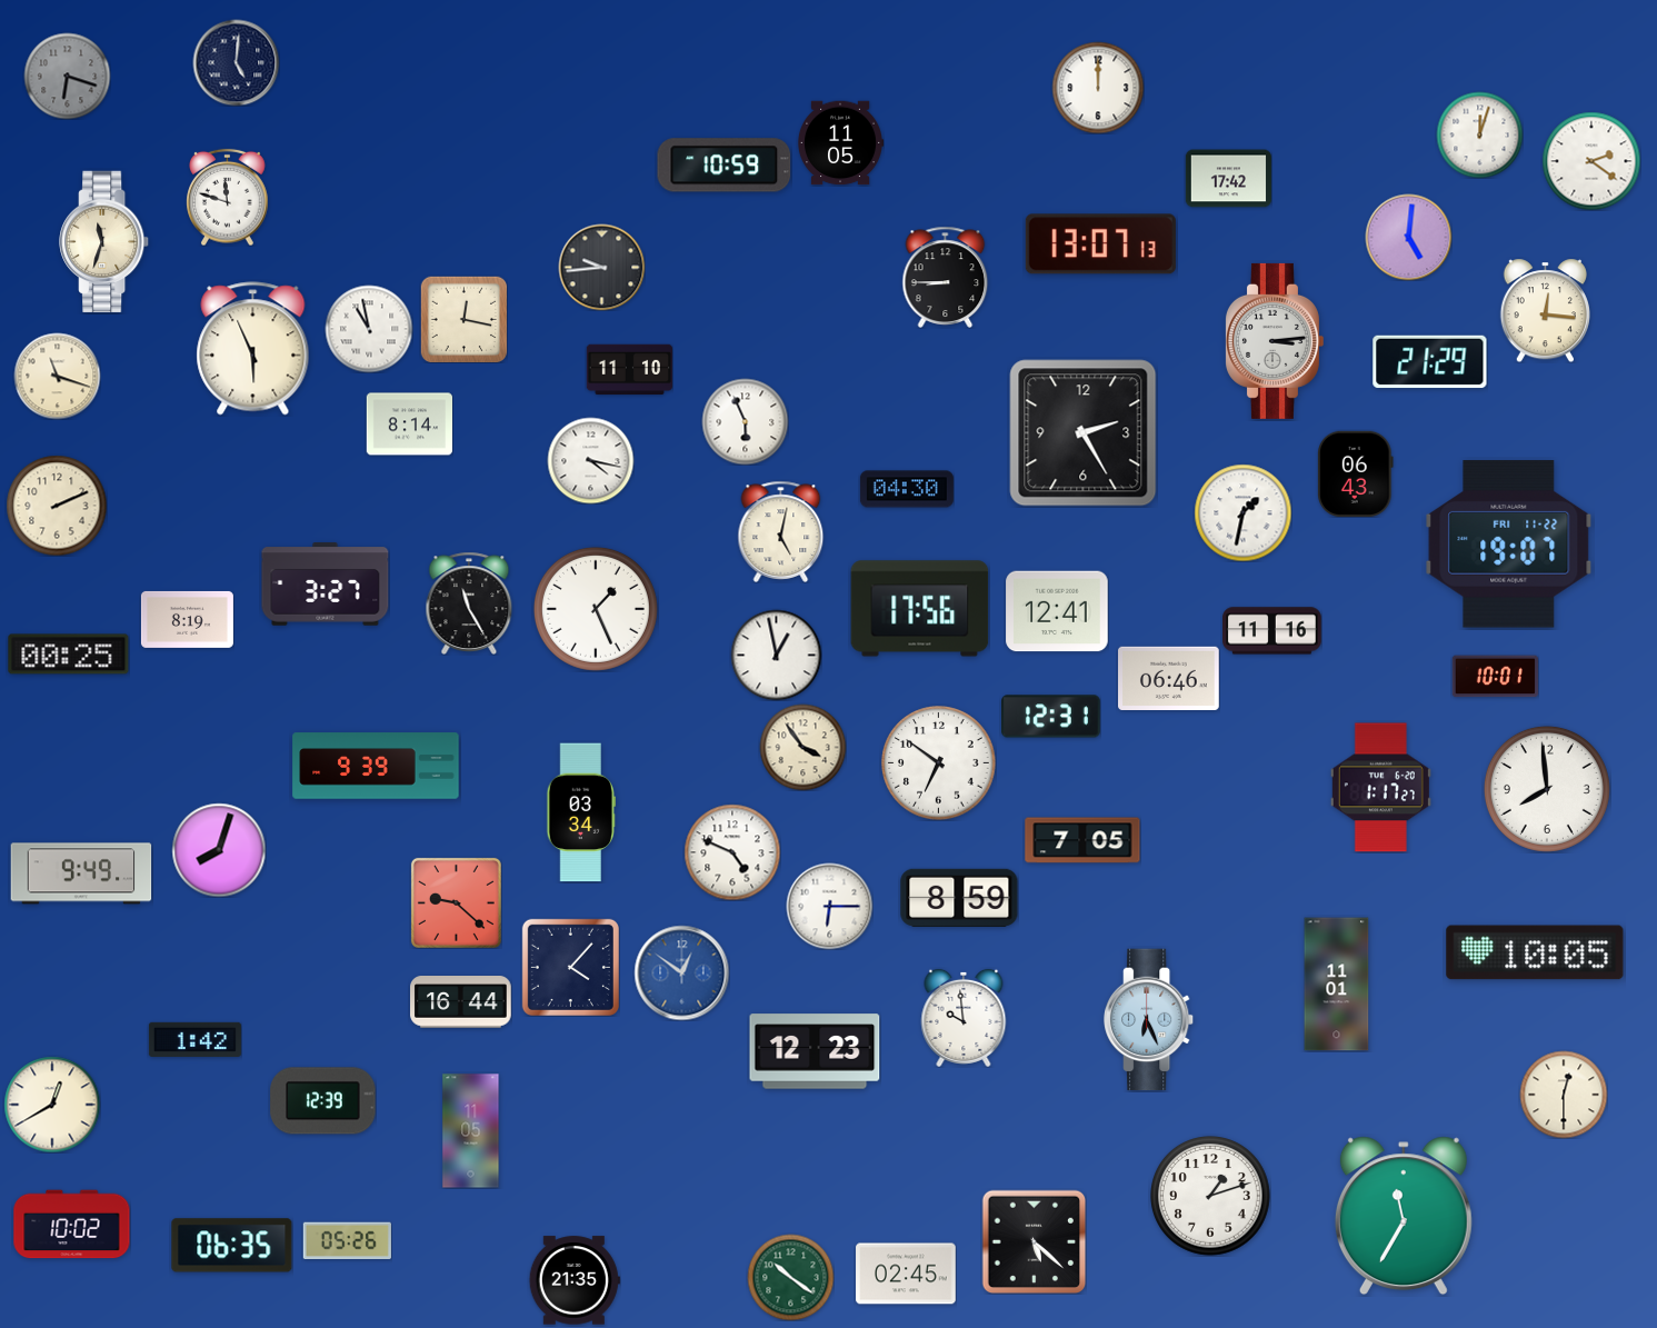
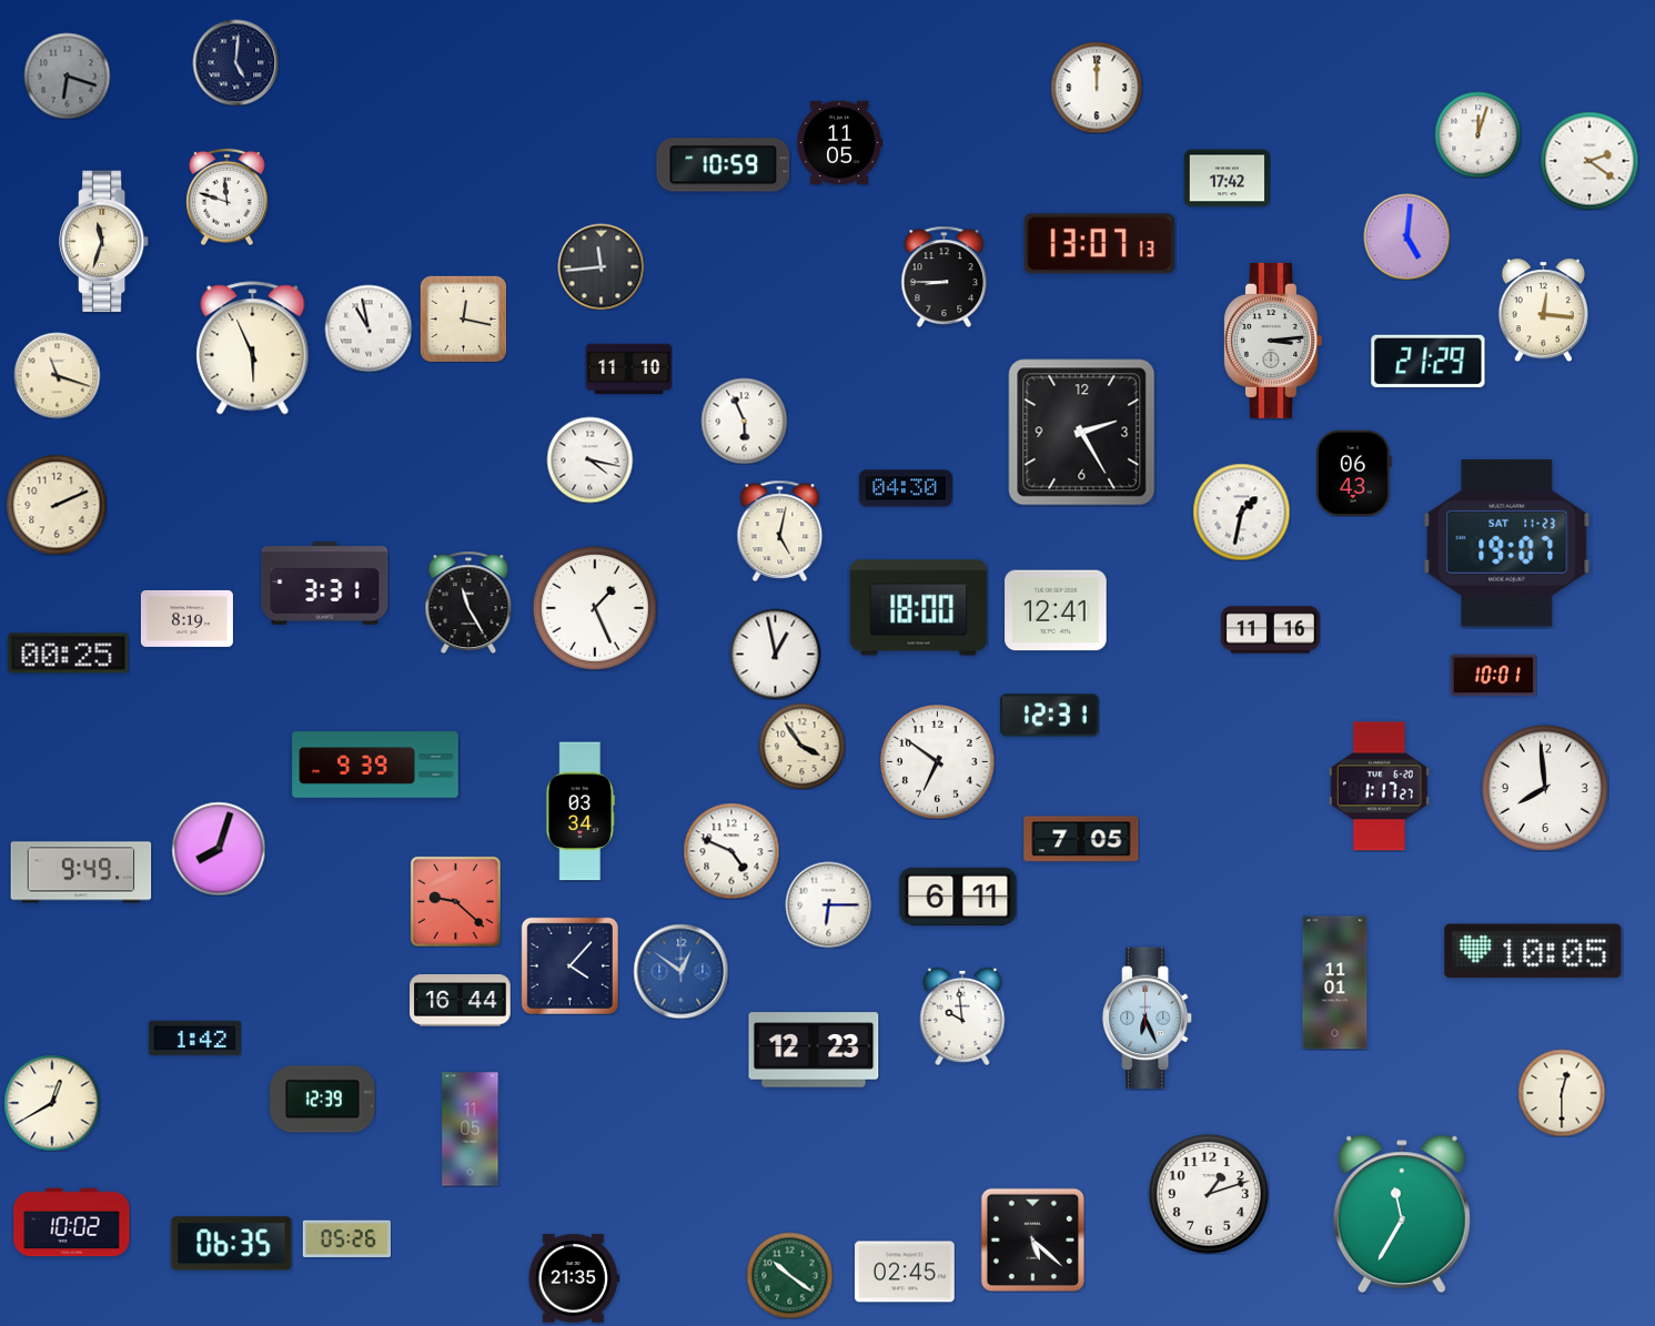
clock at (601, 267): 9:44 -> 11:44
clock at (409, 425): 8:14 -> none
clock at (1509, 545) date: FRI 11-22 -> SAT 11-23
clock at (326, 585): 3:27 -> 3:31
clock at (920, 609): 17:56 -> 18:00
clock at (1169, 679): 06:46 -> none
clock at (959, 898): 8:59 -> 6:11
